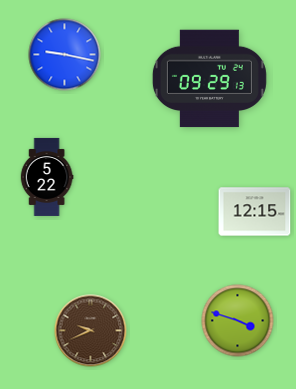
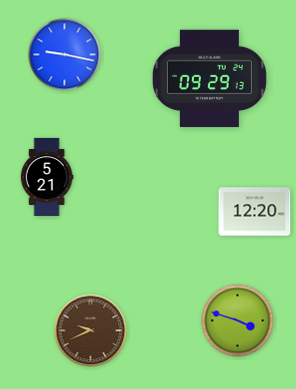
clock at (47, 177): 5:22 -> 5:21
clock at (255, 212): 12:15 -> 12:20
